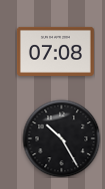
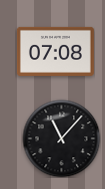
clock at (61, 138): 10:25 -> 11:07
